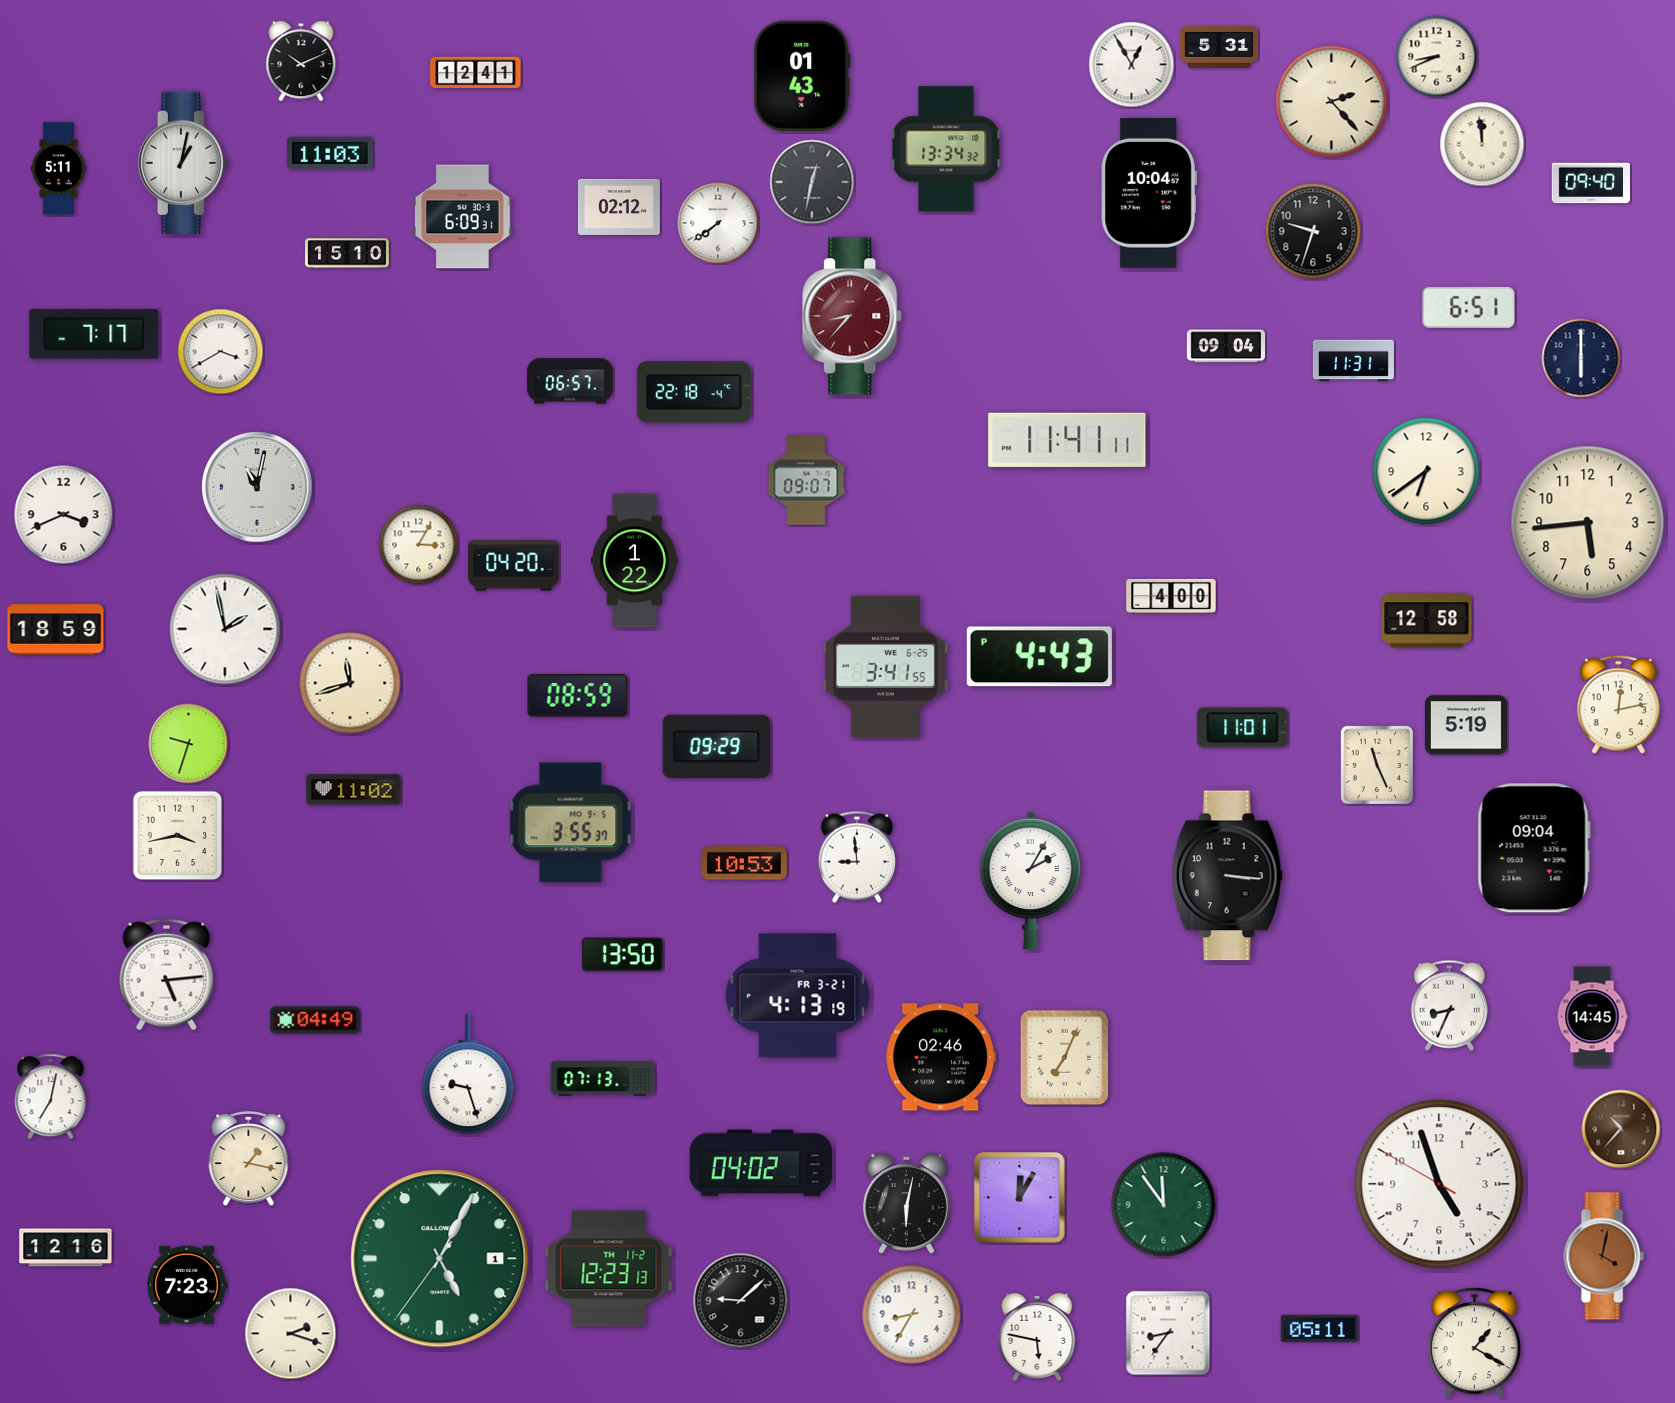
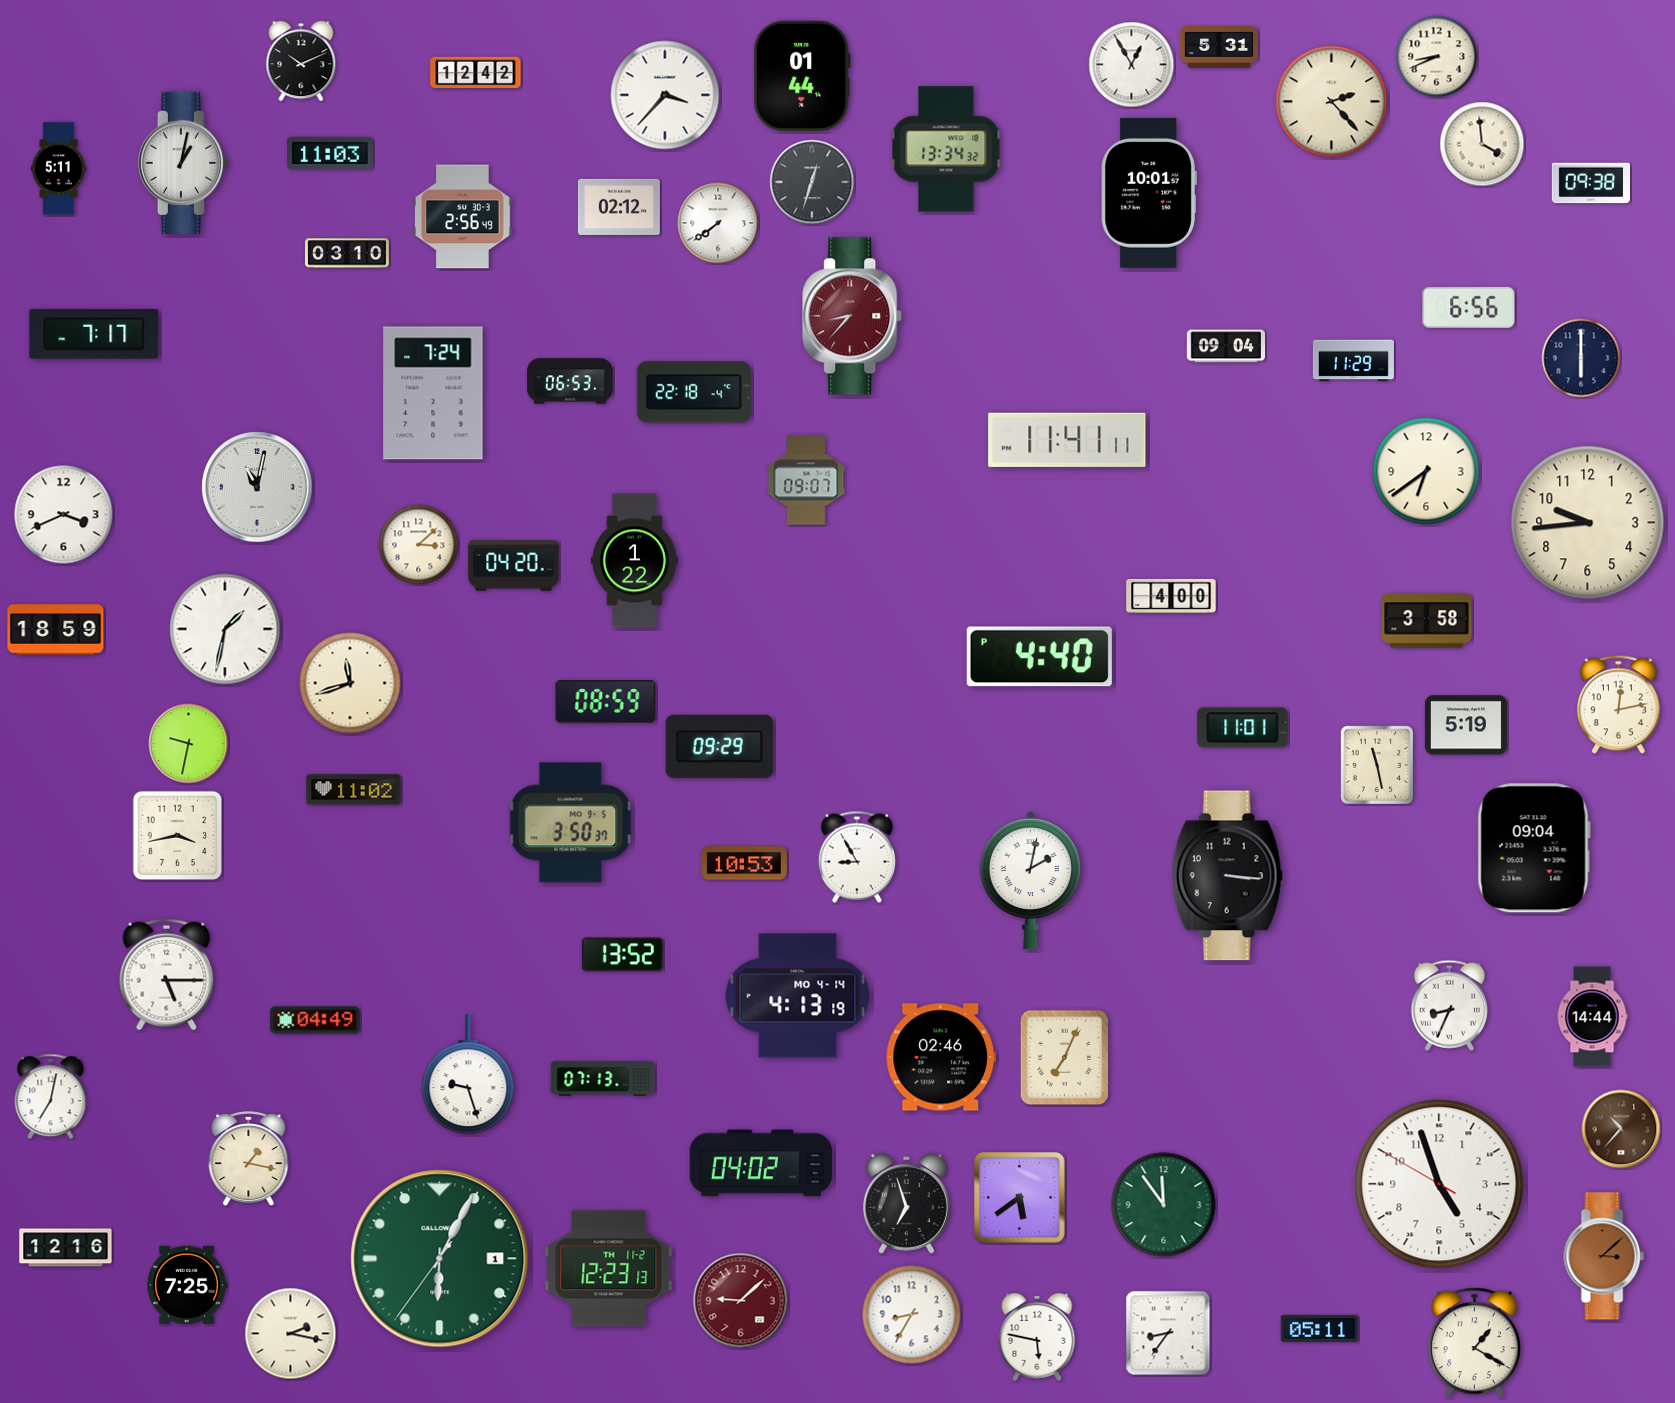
clock at (476, 73): 12:41 -> 12:42
clock at (802, 76): 01:43 -> 01:44
clock at (665, 95): none -> 3:37
clock at (1482, 144): 11:59 -> 3:59
clock at (812, 182): 12:32 -> 12:33
clock at (1591, 183): 09:40 -> 09:38
clock at (1149, 193): 10:04 -> 10:01
clock at (463, 217): 6:09 -> 2:56
clock at (1313, 231): 9:33 -> none
clock at (348, 253): 15:10 -> 03:10
clock at (1469, 307): 6:51 -> 6:56
clock at (221, 352): 3:40 -> none
clock at (1353, 361): 11:31 -> 11:29
clock at (570, 381): 06:57 -> 06:53
clock at (433, 393): none -> 7:24
clock at (1588, 523): 5:44 -> 9:44
clock at (419, 545): 3:05 -> 3:08
clock at (1427, 621): 12:58 -> 3:58
clock at (225, 629): 1:58 -> 1:32
clock at (1039, 657): 4:43 -> 4:40
clock at (885, 667): 3:41 -> none
clock at (578, 696) position: (578, 696) -> (606, 702)
clock at (189, 744): 9:33 -> 9:32
clock at (717, 746) position: (717, 746) -> (720, 746)
clock at (1376, 764): 11:26 -> 11:28
clock at (571, 823): 3:55 -> 3:50
clock at (857, 857): 8:59 -> 8:55
clock at (1030, 880): 2:05 -> 2:02
clock at (622, 955): 13:50 -> 13:52
clock at (167, 975): 5:14 -> 5:15
clock at (798, 996) date: FR 3-21 -> MO 4-14
clock at (1592, 1017): 14:45 -> 14:44
clock at (1020, 1198): 12:05 -> 5:39
clock at (906, 1204): 6:02 -> 6:57
clock at (1604, 1256): 4:02 -> 3:08
clock at (440, 1259): 5:04 -> 6:04
clock at (186, 1285): 7:23 -> 7:25
clock at (741, 1301) dial: black -> burgundy
clock at (291, 1334): 2:18 -> 2:17
